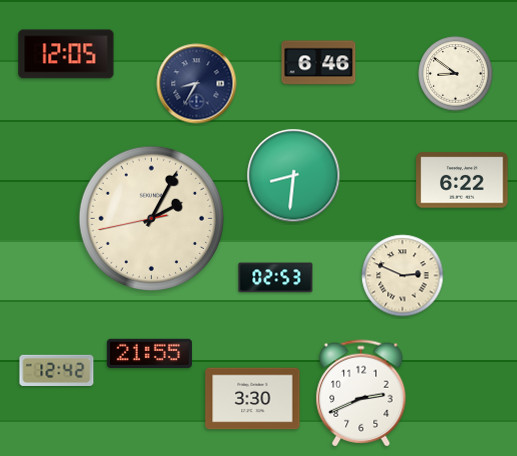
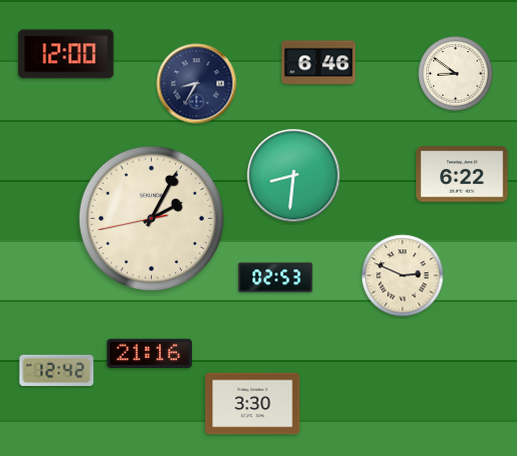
clock at (66, 54): 12:05 -> 12:00
clock at (462, 180) position: (462, 180) -> (462, 174)
clock at (149, 354): 21:55 -> 21:16
clock at (361, 393): 2:41 -> none
clock at (253, 399) position: (253, 399) -> (253, 404)
